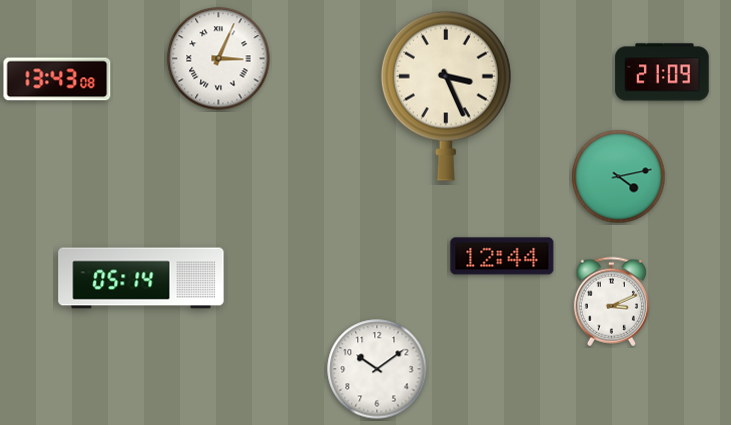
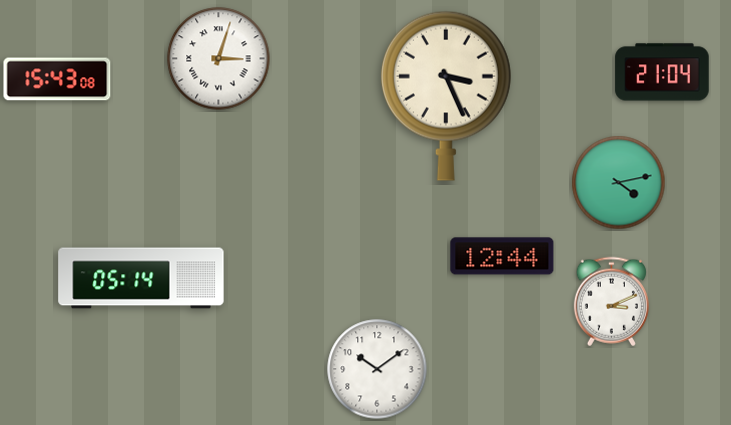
clock at (219, 59): 3:04 -> 3:03
clock at (662, 72): 21:09 -> 21:04
clock at (57, 79): 13:43 -> 15:43
clock at (619, 177) position: (619, 177) -> (619, 183)
